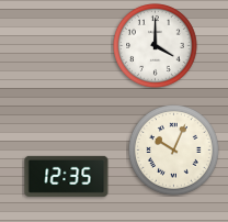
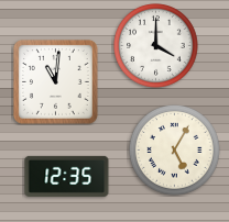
clock at (55, 81): none -> 11:01
clock at (174, 151): 10:04 -> 5:05
